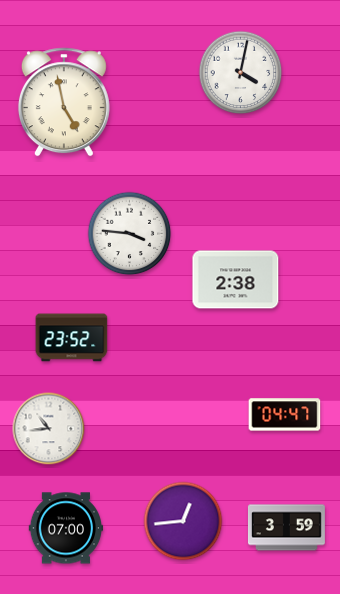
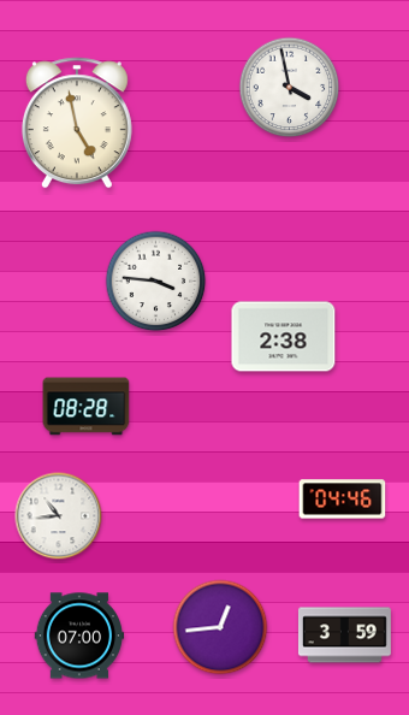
clock at (241, 73): 4:02 -> 3:58
clock at (72, 338): 23:52 -> 08:28
clock at (285, 415): 04:47 -> 04:46
